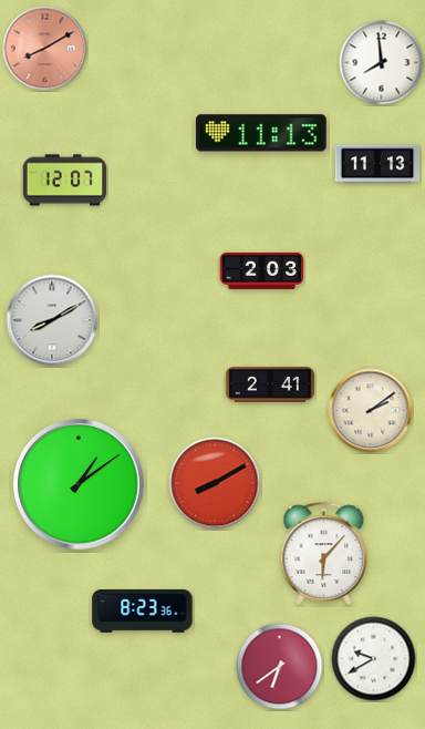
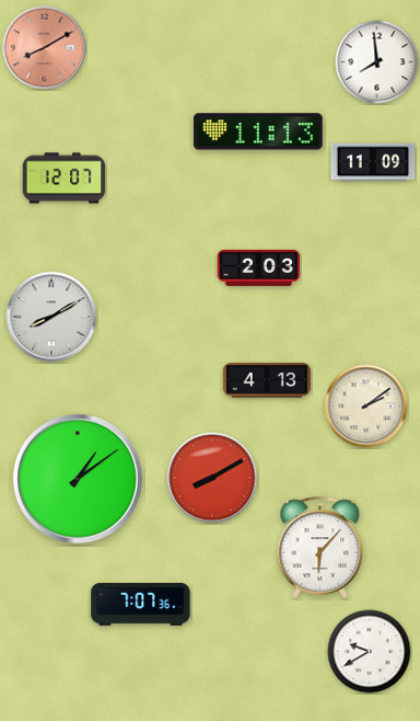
clock at (377, 164): 11:13 -> 11:09
clock at (270, 384): 2:41 -> 4:13
clock at (143, 610): 8:23 -> 7:07
clock at (280, 667): 6:39 -> none
